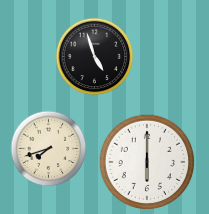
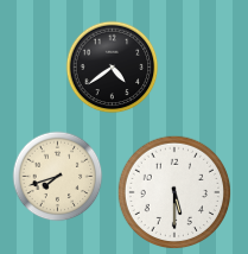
clock at (95, 57): 4:57 -> 4:39
clock at (147, 162): 6:00 -> 5:30
